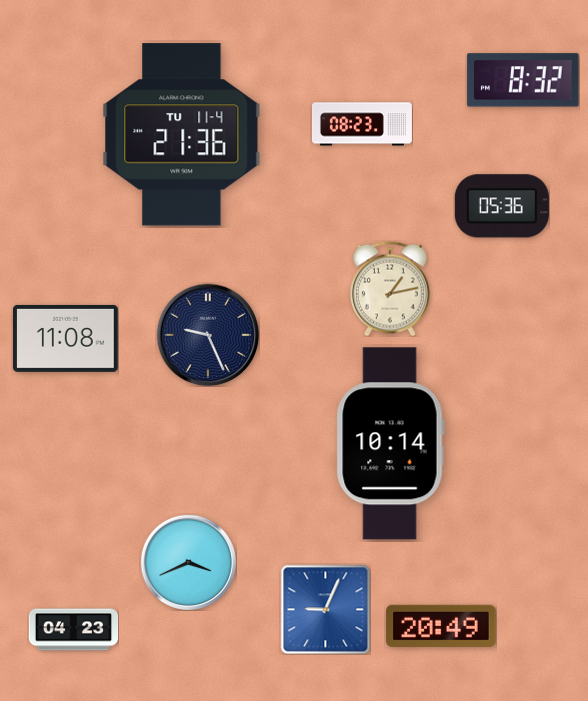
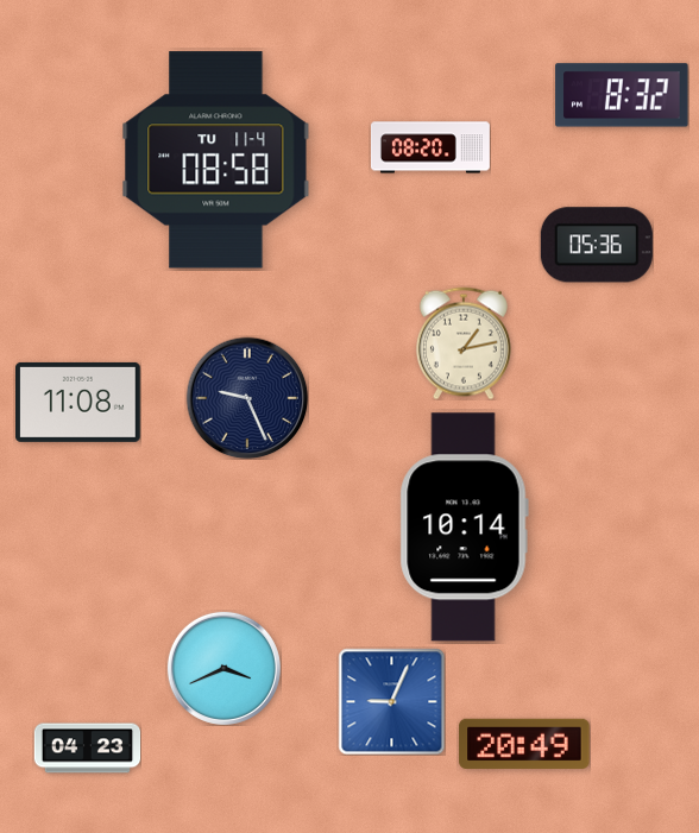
clock at (362, 124): 08:23 -> 08:20
clock at (182, 135): 21:36 -> 08:58
clock at (325, 609) position: (325, 609) -> (391, 701)
